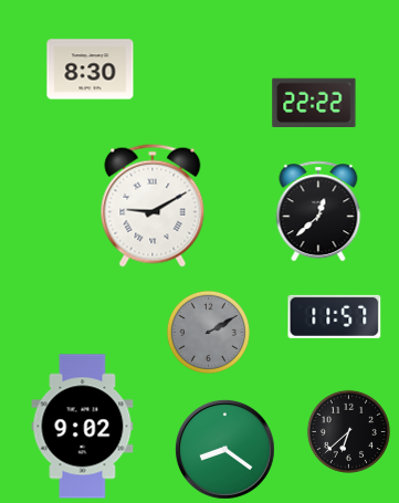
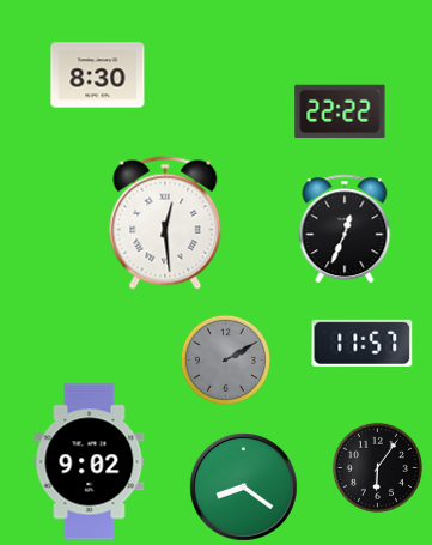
clock at (153, 206): 9:10 -> 12:29
clock at (318, 211): 12:38 -> 12:34
clock at (348, 431): 6:38 -> 6:06
